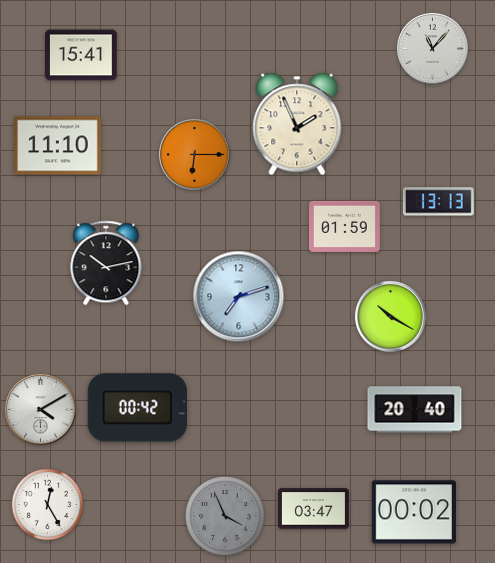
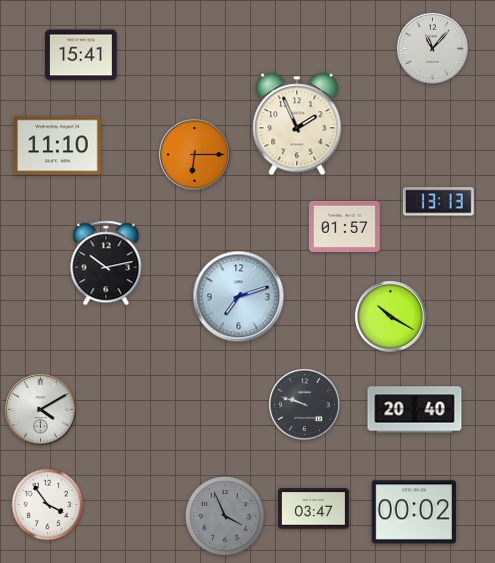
clock at (344, 226): 01:59 -> 01:57
clock at (304, 404): none -> 9:48
clock at (137, 408): 00:42 -> none
clock at (48, 505): 12:25 -> 3:54
